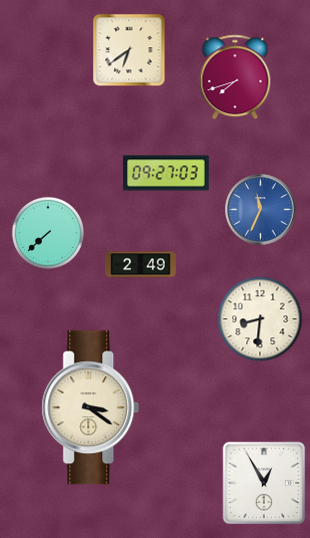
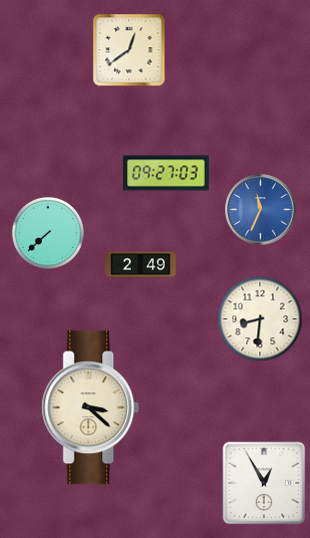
clock at (129, 50): 6:39 -> 12:39
clock at (235, 77): 7:42 -> none
clock at (91, 408): 3:21 -> 3:22
